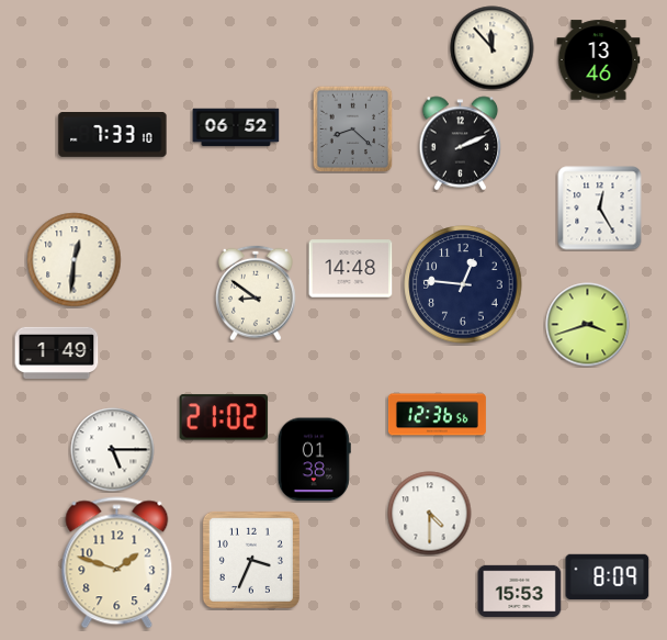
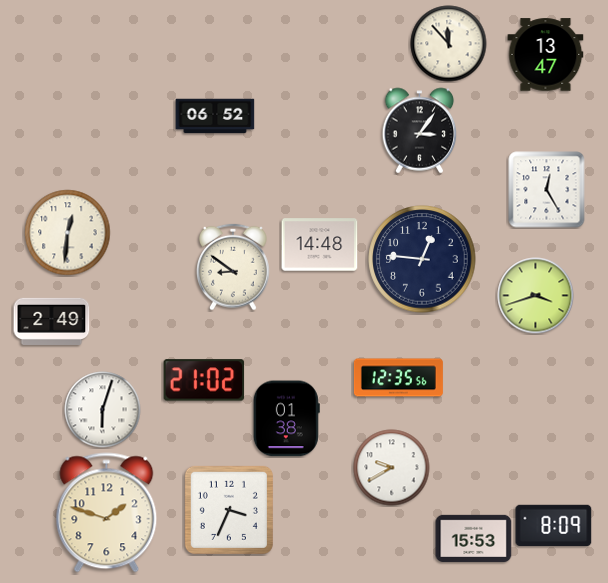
clock at (599, 60): 13:46 -> 13:47
clock at (353, 128): 8:22 -> none
clock at (113, 135): 7:33 -> none
clock at (461, 144): 2:11 -> 3:06
clock at (75, 260) position: (75, 260) -> (68, 233)
clock at (57, 352): 1:49 -> 2:49
clock at (437, 415): 12:36 -> 12:35
clock at (113, 450): 5:15 -> 6:03
clock at (430, 514): 4:30 -> 9:40
